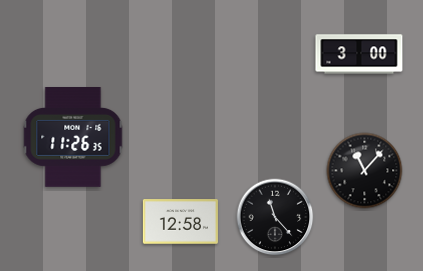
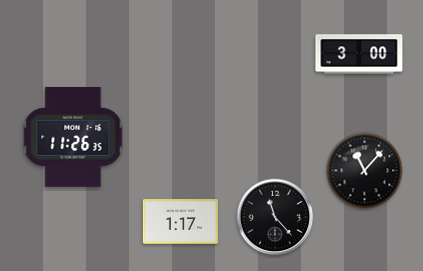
clock at (180, 222): 12:58 -> 1:17
